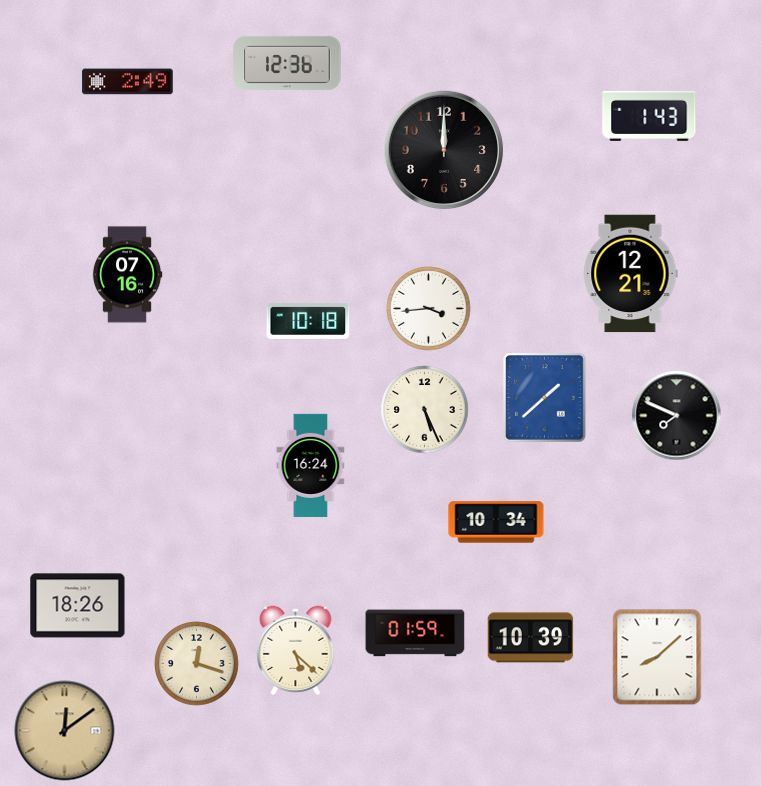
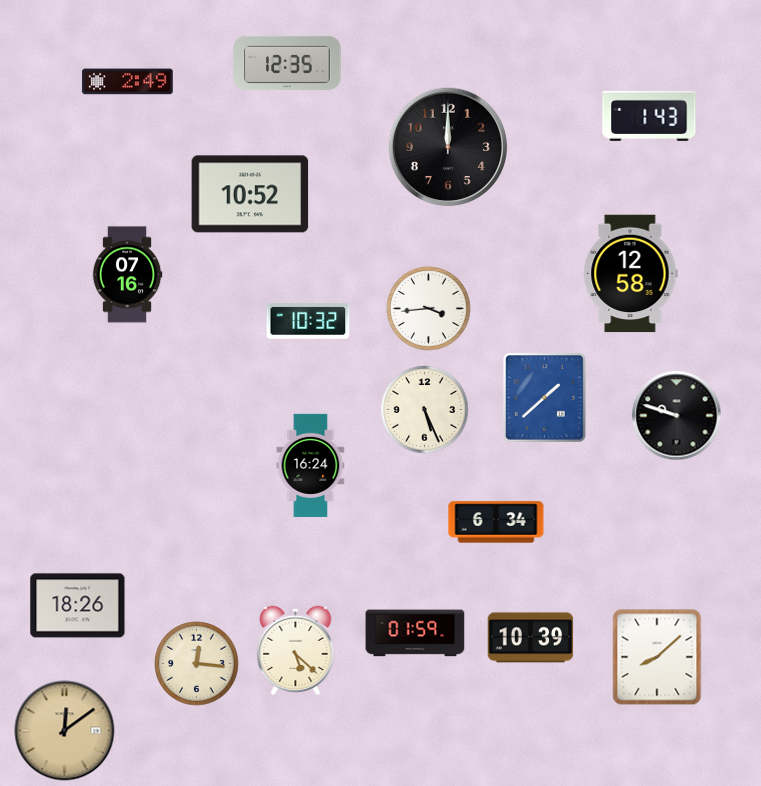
clock at (287, 63): 12:36 -> 12:35
clock at (443, 149) position: (443, 149) -> (447, 146)
clock at (250, 194): none -> 10:52
clock at (631, 274): 12:21 -> 12:58
clock at (308, 321): 10:18 -> 10:32
clock at (677, 416): 7:49 -> 9:48
clock at (496, 522): 10:34 -> 6:34
clock at (197, 664): 12:18 -> 12:16
